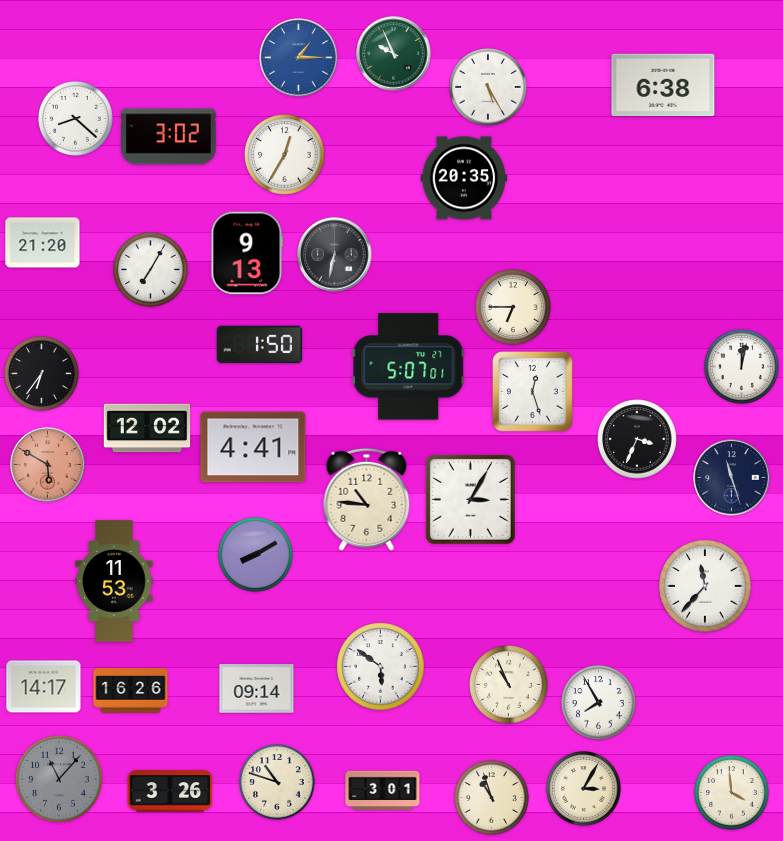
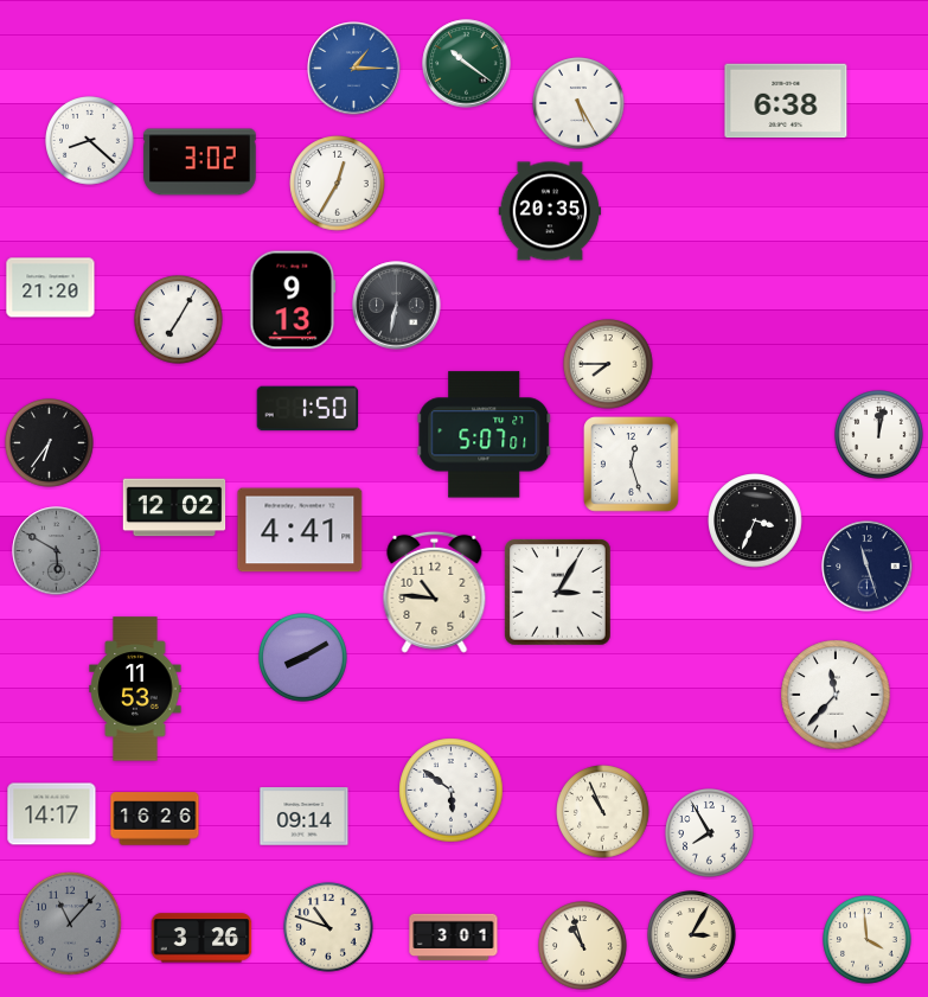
clock at (394, 54): 9:56 -> 10:21
clock at (335, 255) position: (335, 255) -> (397, 306)
clock at (514, 308): 6:45 -> 7:45
clock at (48, 465) dial: salmon -> grey
